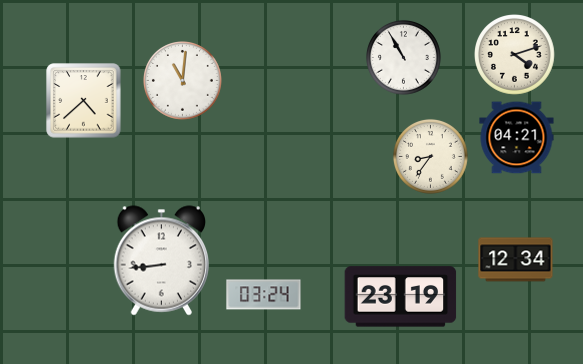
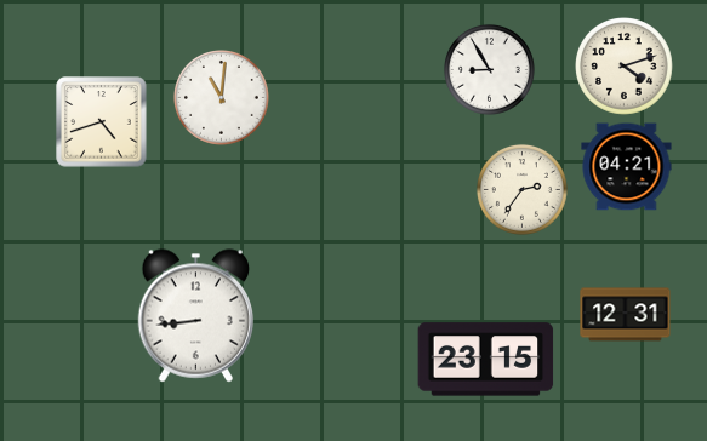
clock at (403, 57): 10:55 -> 8:55
clock at (84, 101): 4:38 -> 4:42
clock at (430, 156): 8:36 -> 2:36
clock at (516, 260): 12:34 -> 12:31
clock at (264, 295): 03:24 -> none
clock at (401, 297): 23:19 -> 23:15
